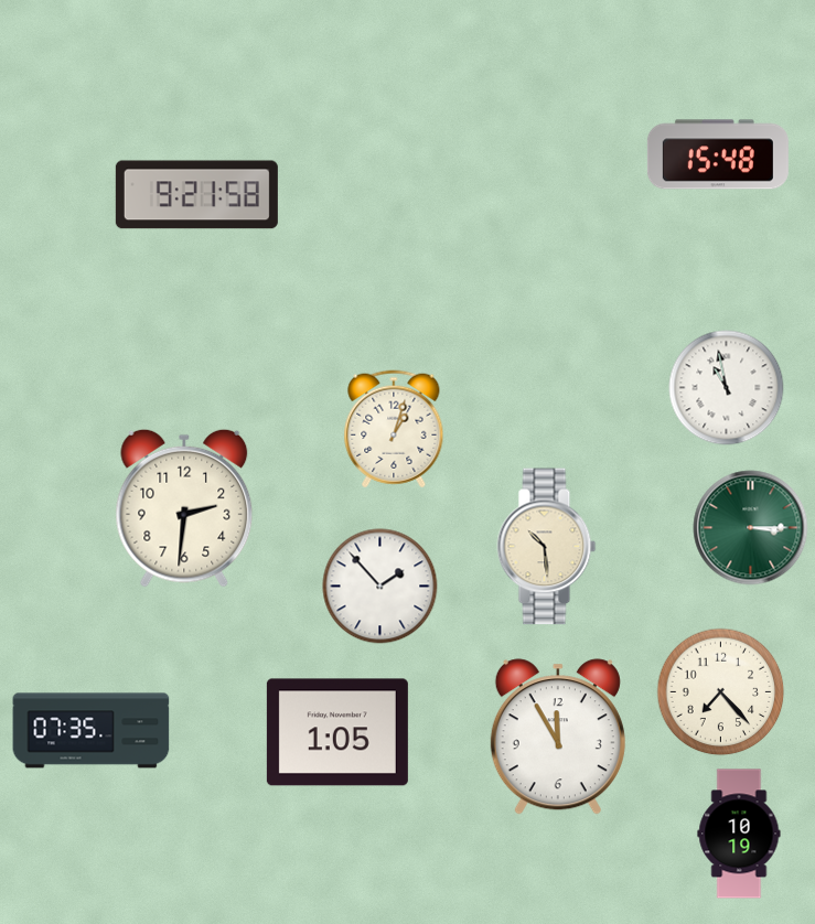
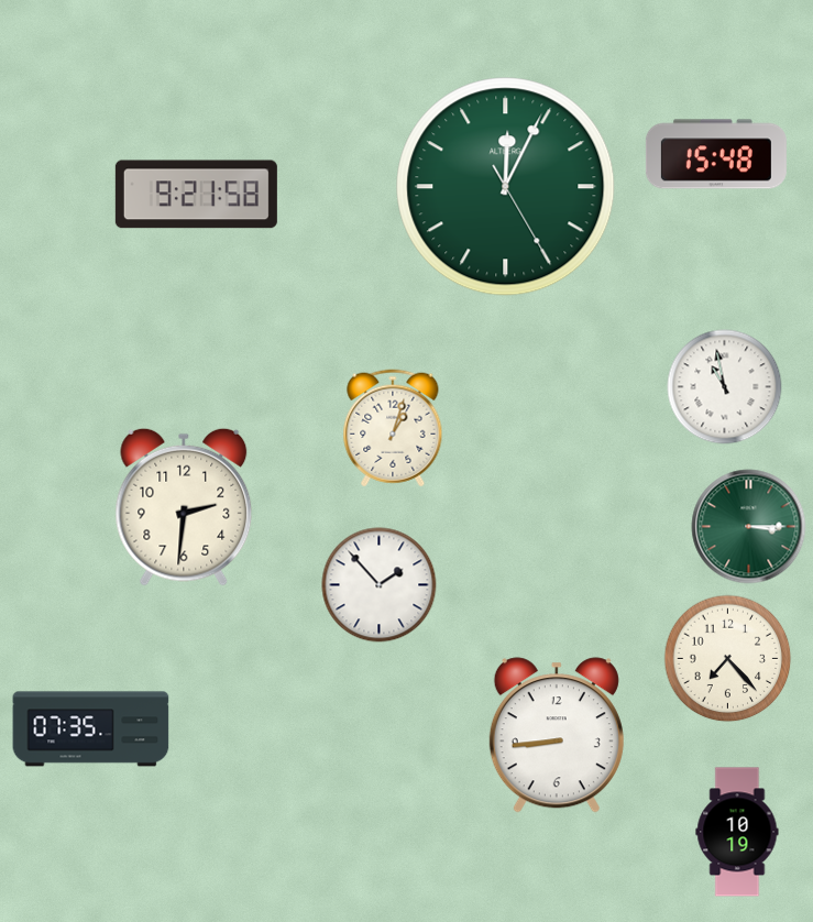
clock at (506, 187): none -> 12:04
clock at (547, 547): 10:29 -> none
clock at (721, 692) position: (721, 692) -> (728, 659)
clock at (337, 732): 1:05 -> none
clock at (558, 737): 11:55 -> 8:44
